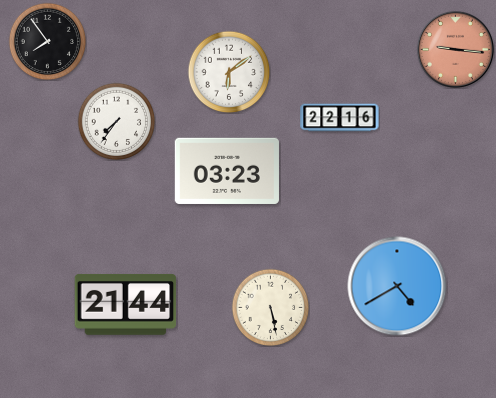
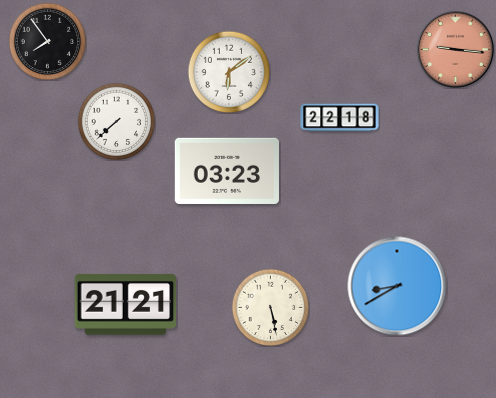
clock at (340, 118): 22:16 -> 22:18
clock at (116, 121): 7:36 -> 7:38
clock at (397, 286): 4:40 -> 8:40
clock at (126, 304): 21:44 -> 21:21
